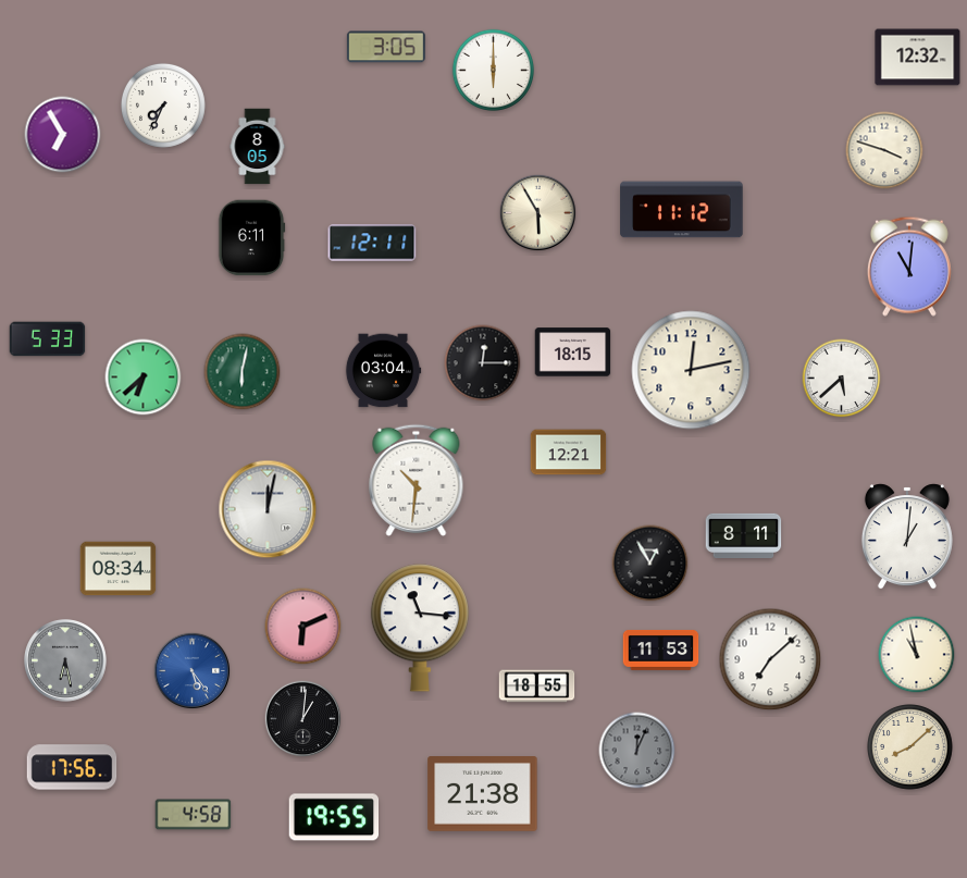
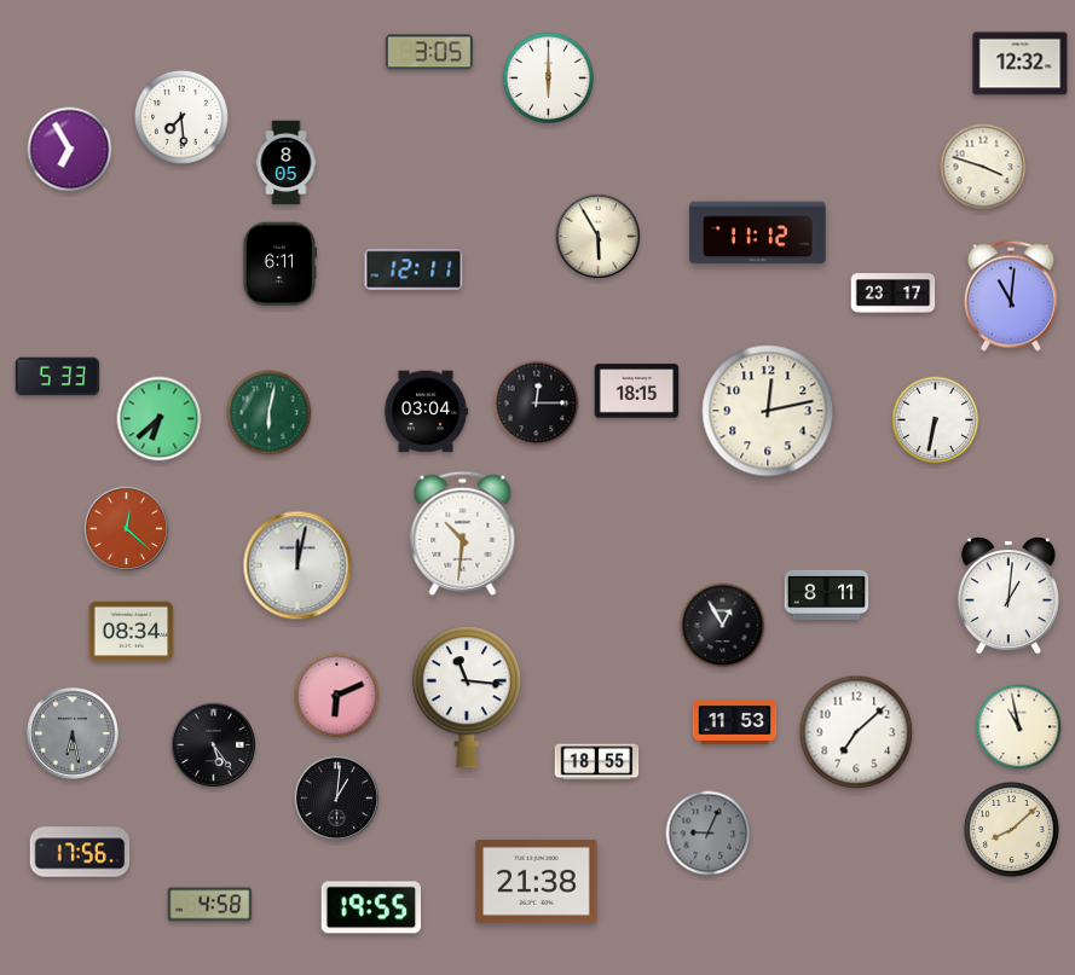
clock at (163, 106): 7:34 -> 7:29
clock at (894, 294): none -> 23:17
clock at (48, 339) position: (48, 339) -> (58, 377)
clock at (842, 379): 5:38 -> 6:32
clock at (569, 453): 12:21 -> none
clock at (127, 529): none -> 12:22
clock at (193, 671) dial: blue -> black
clock at (637, 751): 12:04 -> 9:04
clock at (194, 815) position: (194, 815) -> (210, 905)
